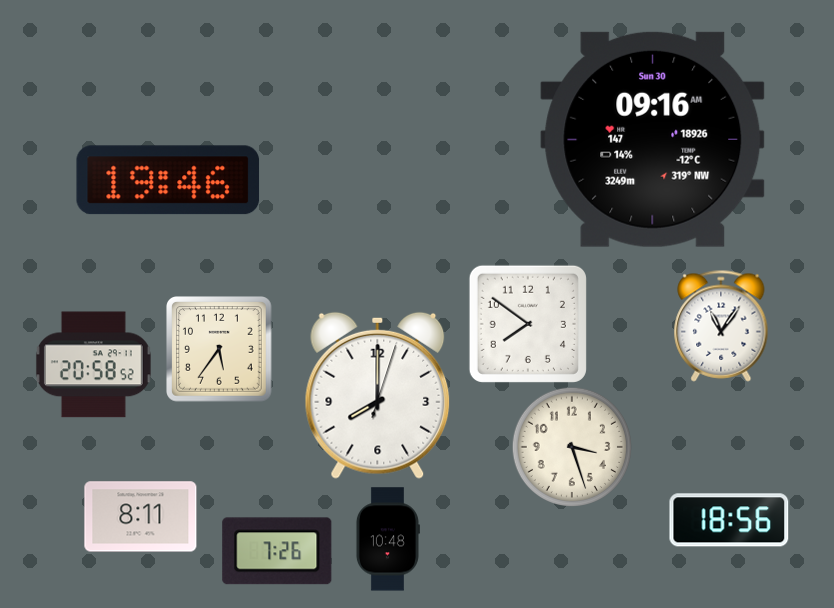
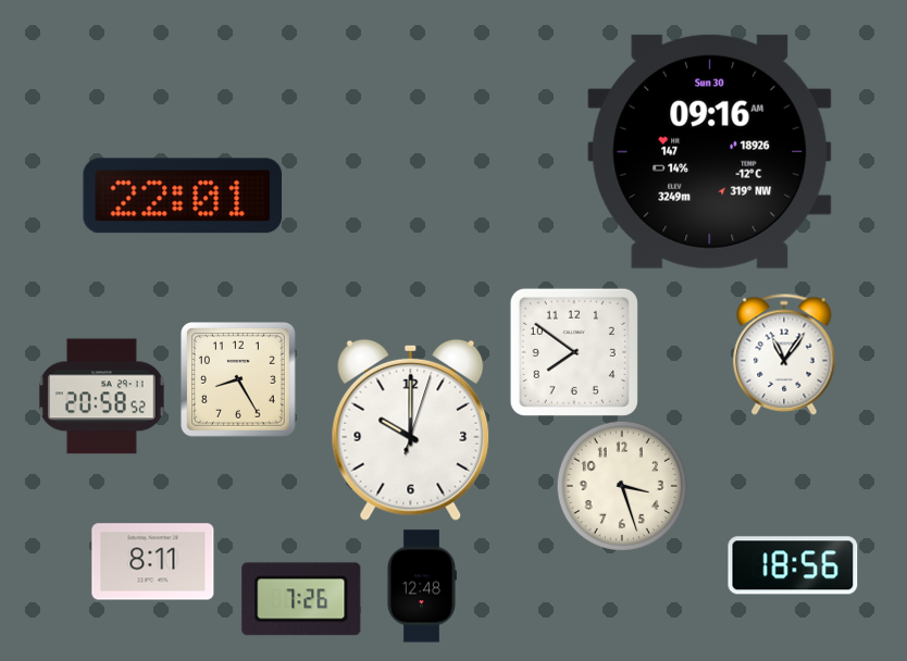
clock at (168, 180): 19:46 -> 22:01
clock at (220, 350): 5:36 -> 8:25
clock at (378, 395): 8:00 -> 10:00
clock at (387, 539): 10:48 -> 12:48
